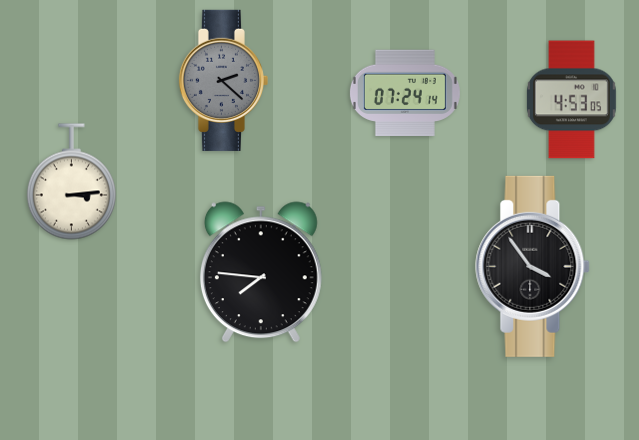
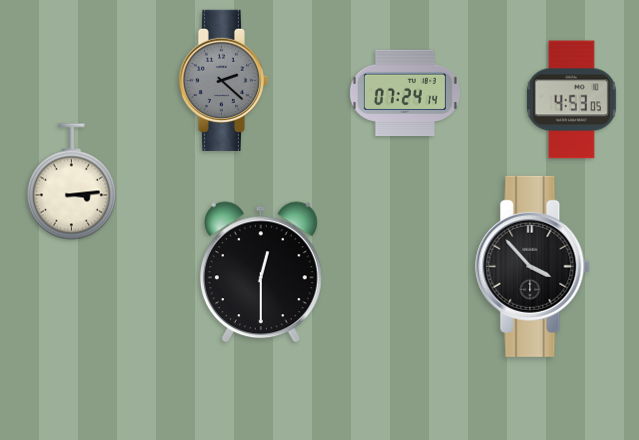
clock at (533, 266): 3:54 -> 3:53
clock at (261, 272): 7:46 -> 12:30
